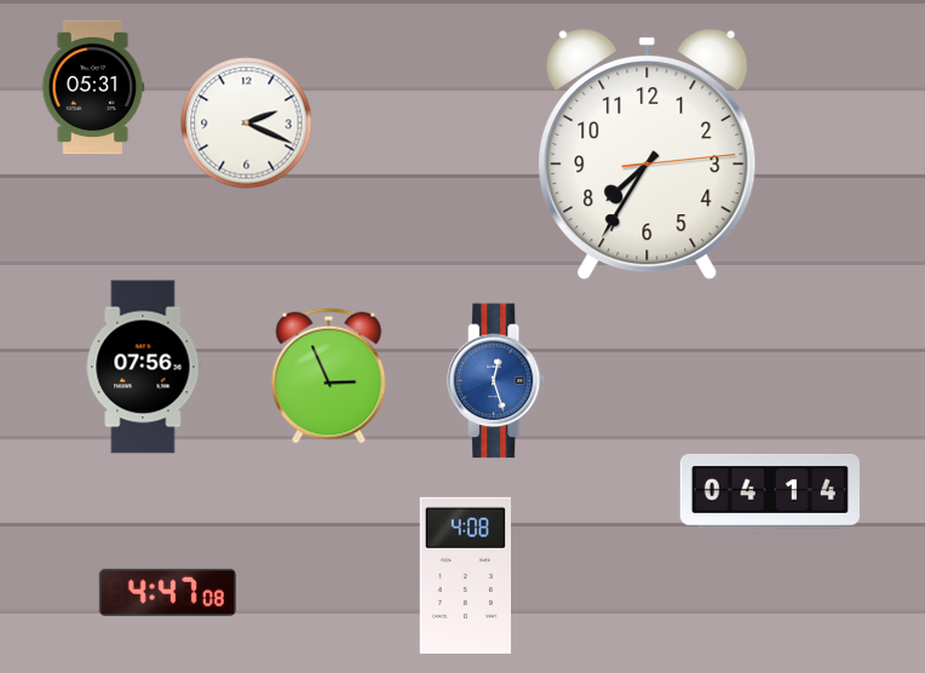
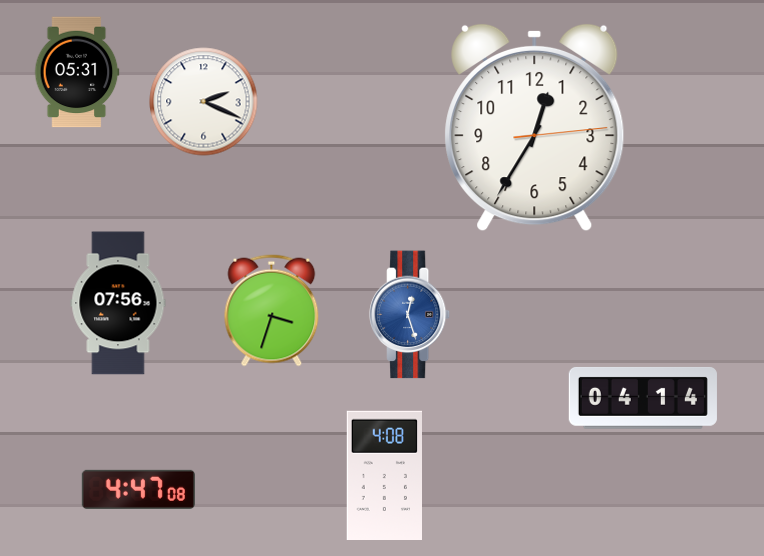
clock at (648, 155): 7:35 -> 12:35
clock at (329, 376): 2:56 -> 3:33
clock at (770, 491) position: (770, 491) -> (643, 398)
